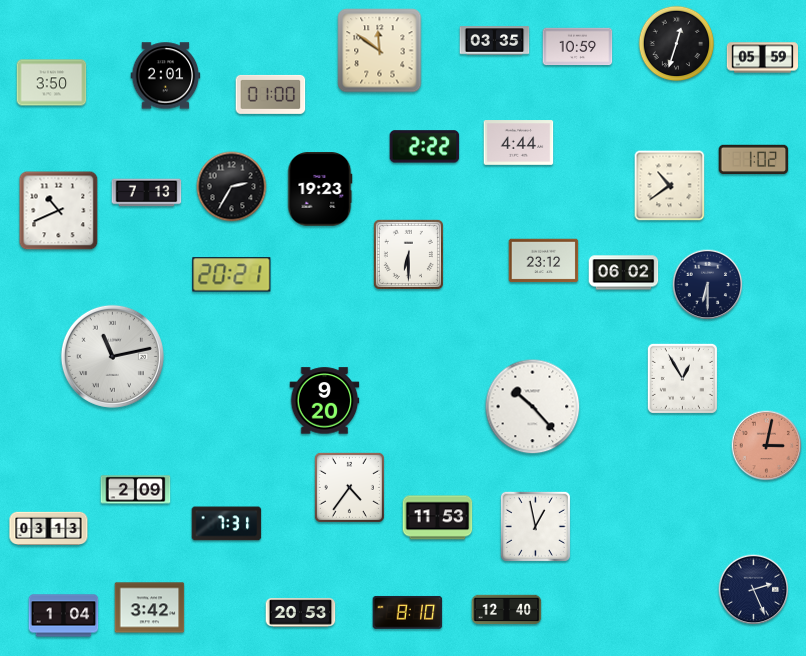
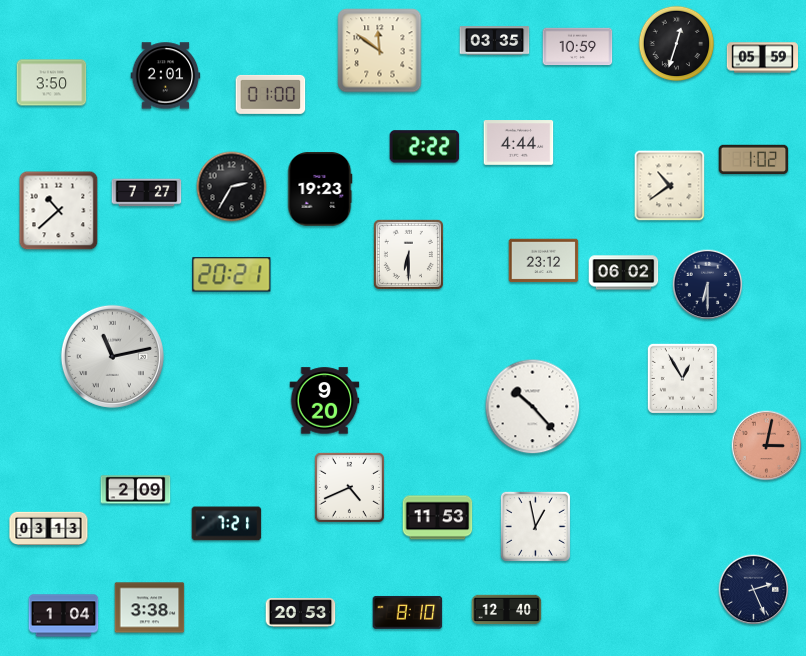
clock at (147, 193): 7:13 -> 7:27
clock at (59, 211): 10:41 -> 10:38
clock at (349, 487): 4:36 -> 4:41
clock at (227, 524): 7:31 -> 7:21
clock at (150, 608): 3:42 -> 3:38
